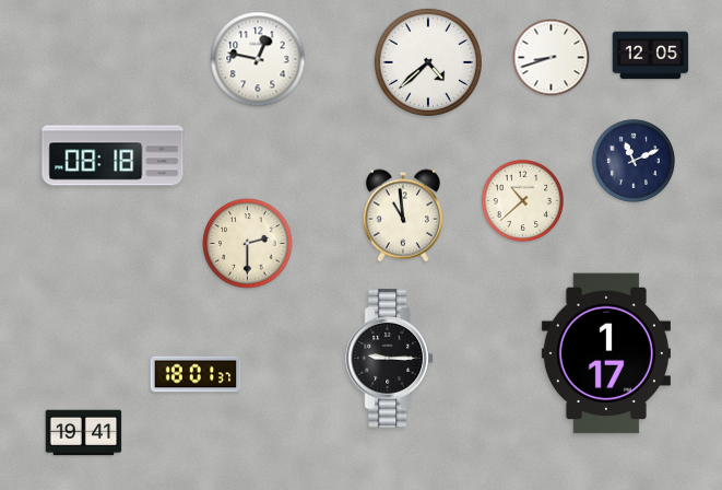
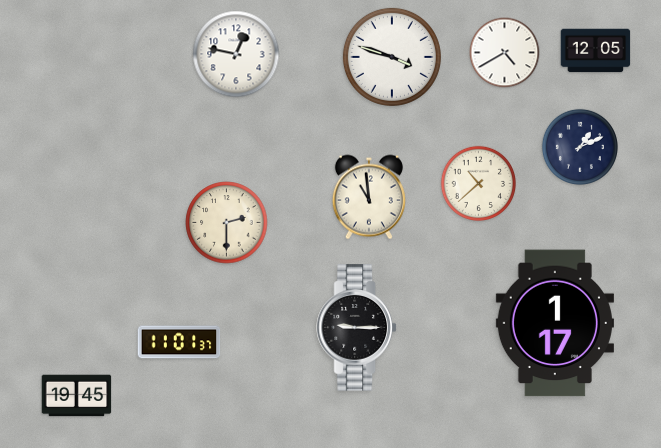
clock at (552, 58): 8:42 -> 4:40
clock at (428, 62): 4:38 -> 3:48
clock at (113, 155): 08:18 -> none
clock at (634, 161): 11:11 -> 1:11
clock at (196, 374): 18:01 -> 11:01
clock at (84, 433): 19:41 -> 19:45
